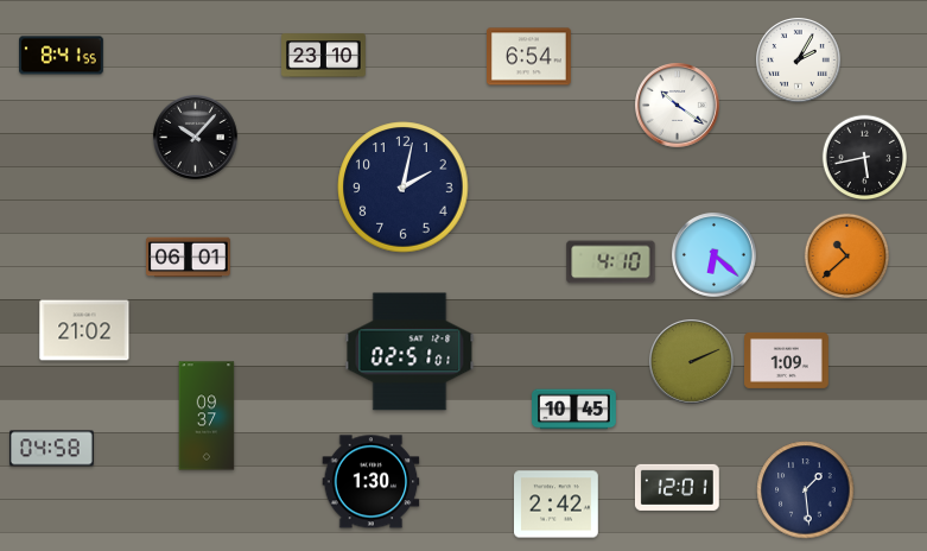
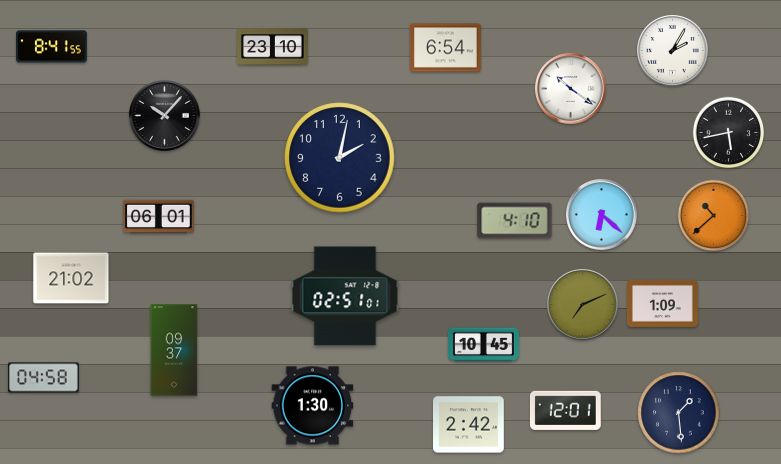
clock at (692, 362): 2:11 -> 7:11
clock at (677, 487) position: (677, 487) -> (565, 410)
